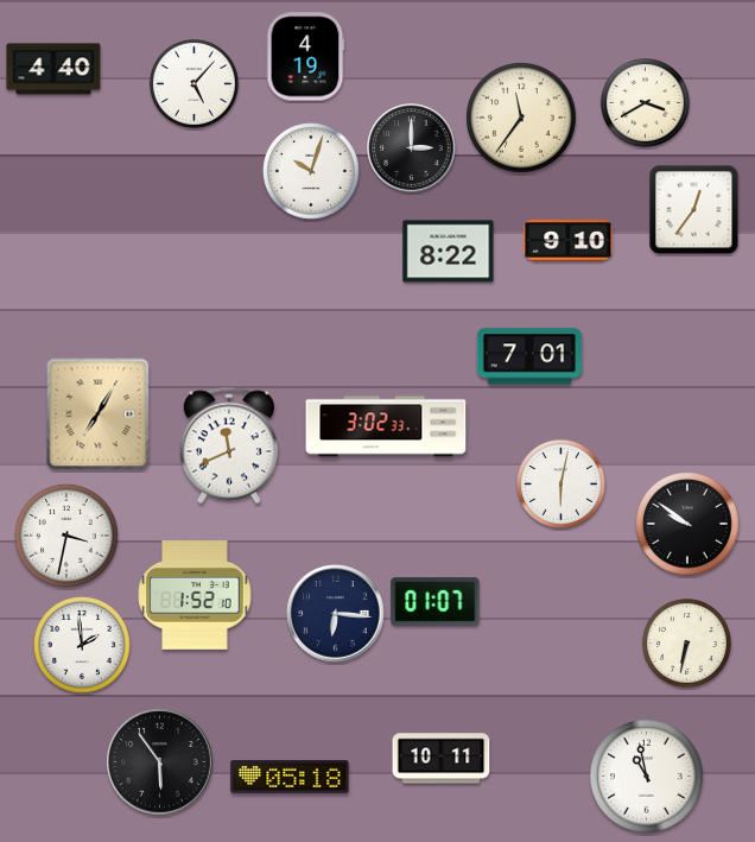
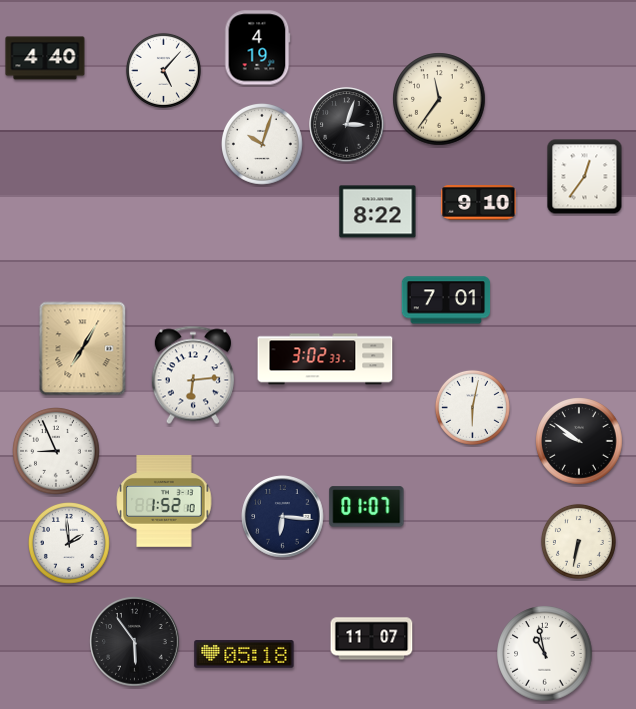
clock at (645, 102): 3:40 -> none
clock at (412, 148): 3:00 -> 3:03
clock at (229, 445): 11:41 -> 6:14
clock at (66, 536): 3:32 -> 8:56
clock at (442, 759): 10:11 -> 11:07
